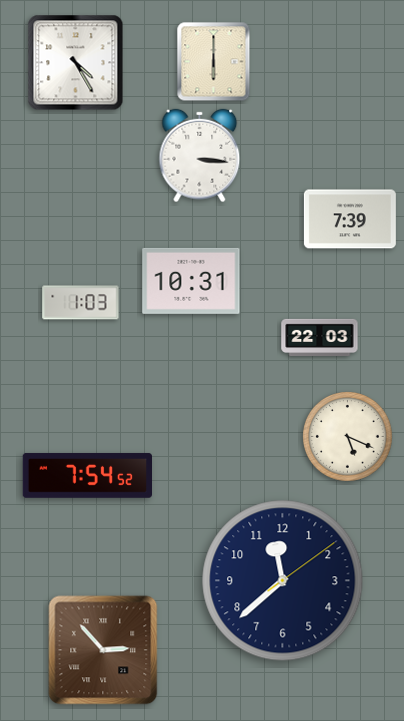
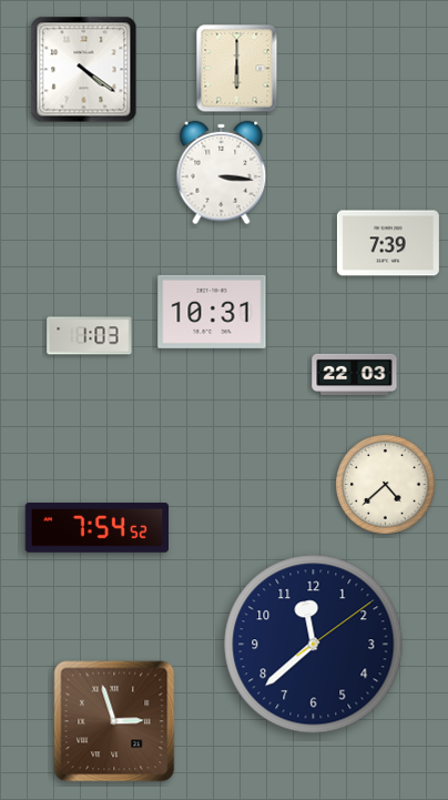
clock at (76, 63): 4:25 -> 4:21
clock at (348, 437): 5:19 -> 4:38
clock at (103, 650): 2:53 -> 2:57
